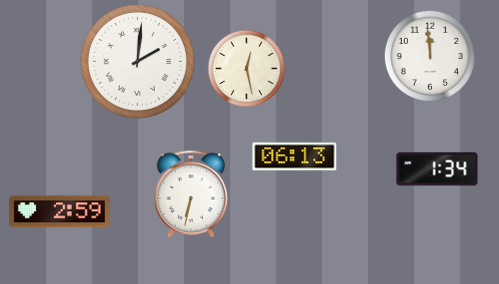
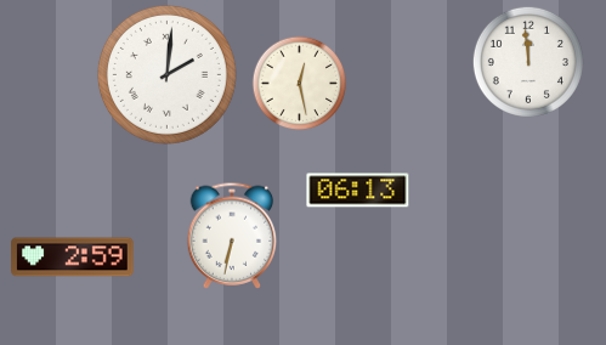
clock at (430, 56) position: (430, 56) -> (528, 62)
clock at (437, 169): 1:34 -> none
